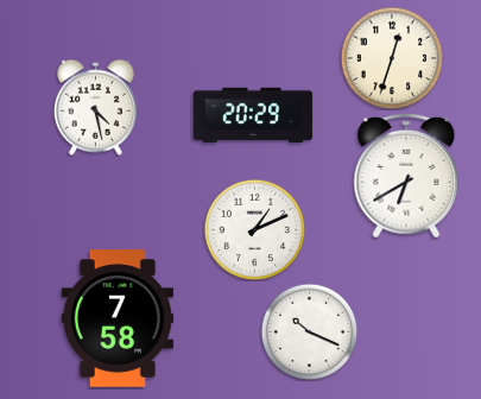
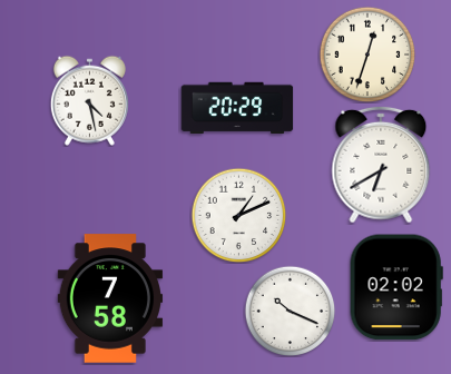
clock at (396, 287): none -> 02:02
